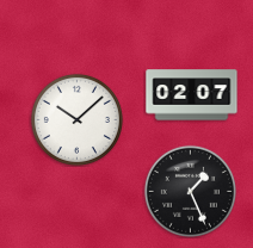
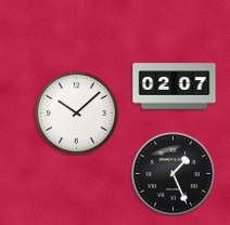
clock at (76, 119) position: (76, 119) -> (76, 112)
